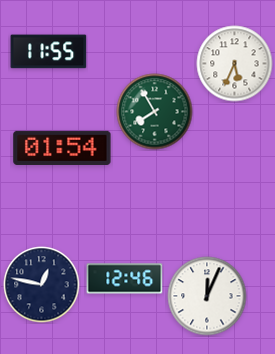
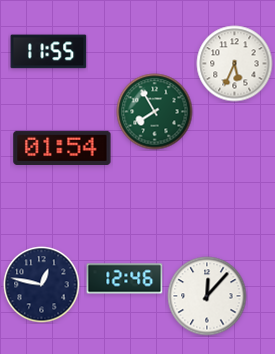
clock at (207, 296): 12:04 -> 12:07
